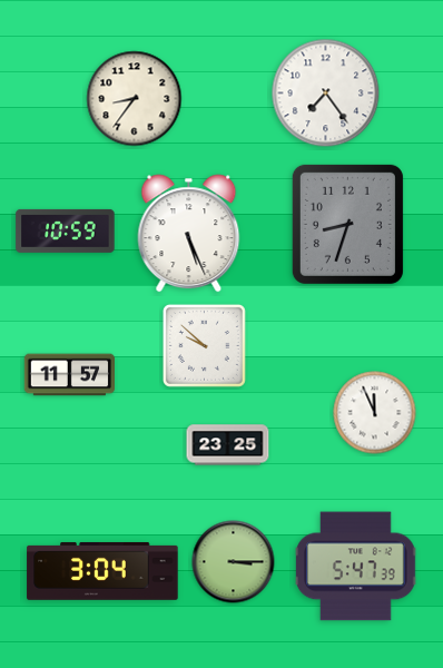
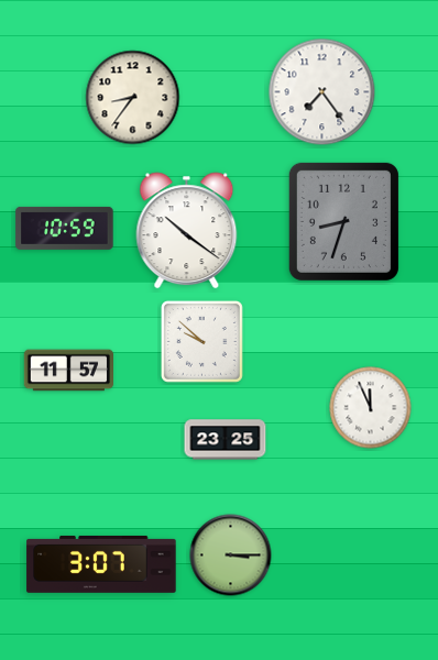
clock at (189, 234): 5:26 -> 10:21
clock at (356, 567): 5:47 -> none
clock at (102, 571): 3:04 -> 3:07
